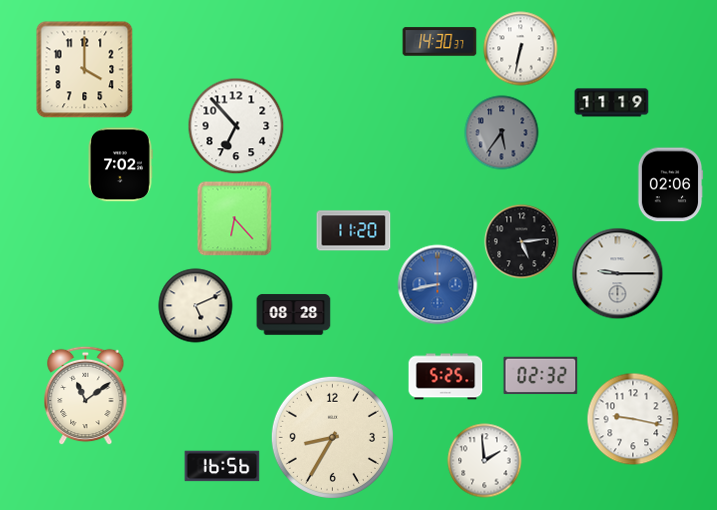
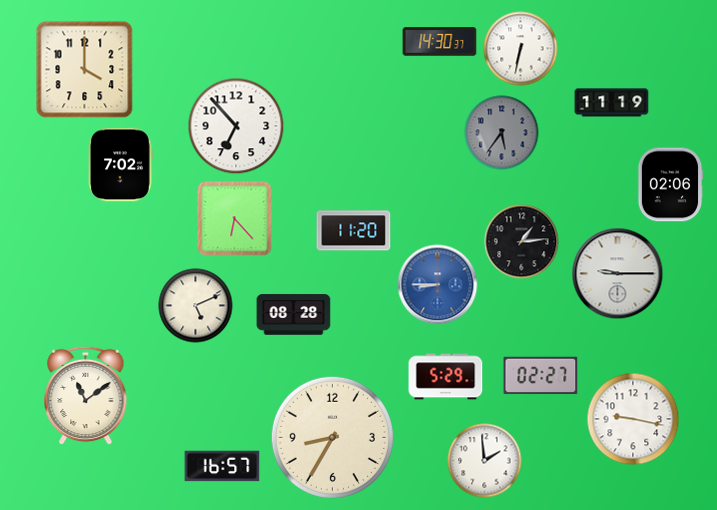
clock at (522, 242): 5:14 -> 1:14
clock at (438, 285): 8:43 -> 8:45
clock at (541, 376): 02:32 -> 02:27
clock at (446, 377): 5:25 -> 5:29
clock at (222, 466): 16:56 -> 16:57
